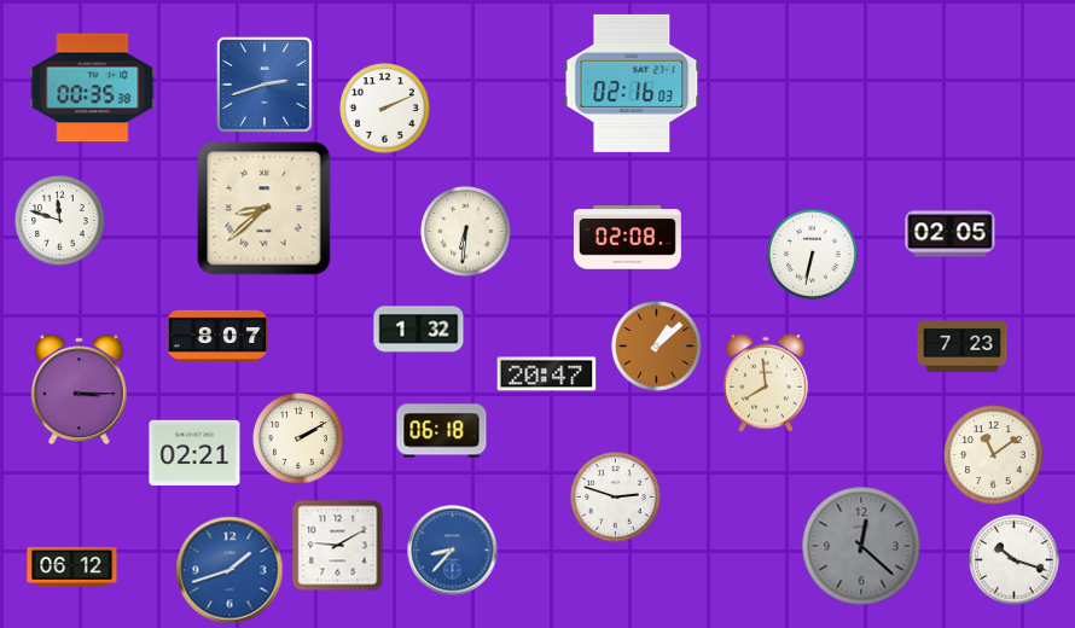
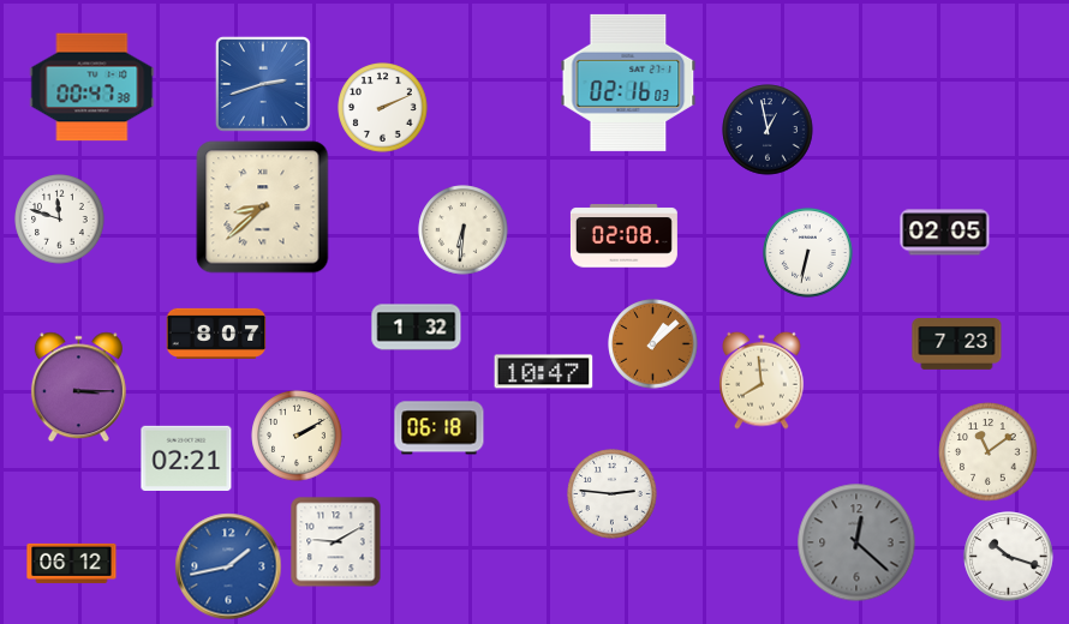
clock at (93, 88): 00:35 -> 00:47
clock at (768, 130): none -> 12:58
clock at (547, 374): 20:47 -> 10:47
clock at (194, 452) position: (194, 452) -> (186, 457)
clock at (616, 498): 2:48 -> 2:46
clock at (453, 551): 8:37 -> none
clock at (229, 570): 1:42 -> 1:43
